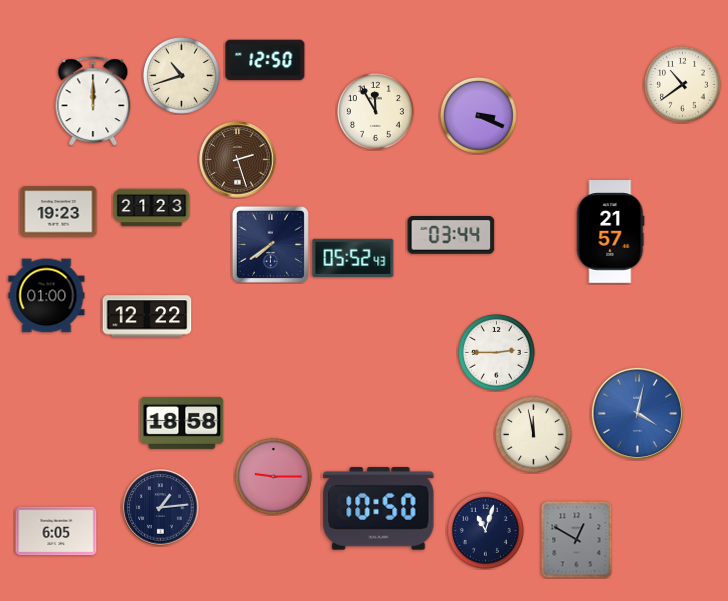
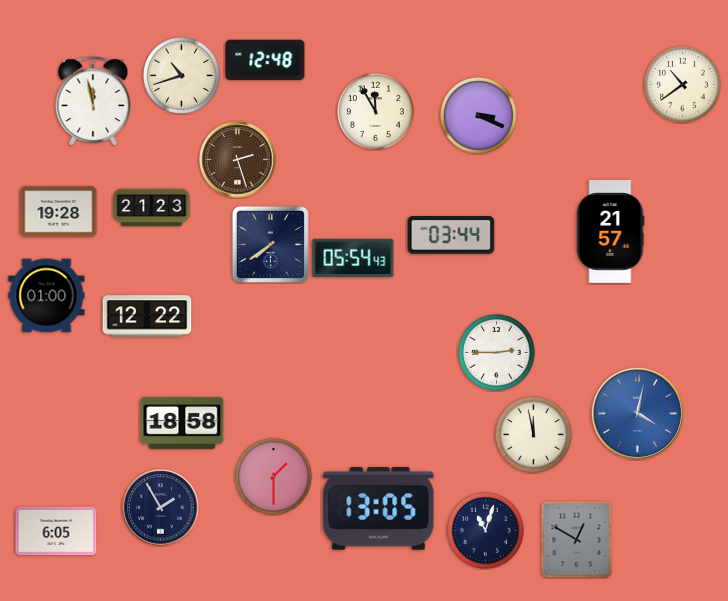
clock at (265, 60): 12:50 -> 12:48
clock at (93, 101): 12:00 -> 11:58
clock at (59, 212): 19:23 -> 19:28
clock at (353, 258): 05:52 -> 05:54
clock at (274, 477): 9:15 -> 1:30
clock at (161, 508): 1:14 -> 1:55
clock at (379, 509): 10:50 -> 13:05
